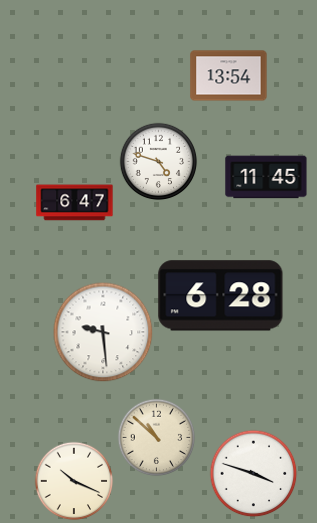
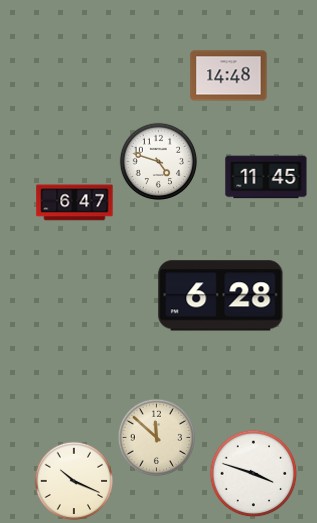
clock at (229, 76): 13:54 -> 14:48
clock at (103, 332): 9:29 -> none
clock at (156, 437): 10:52 -> 11:52
